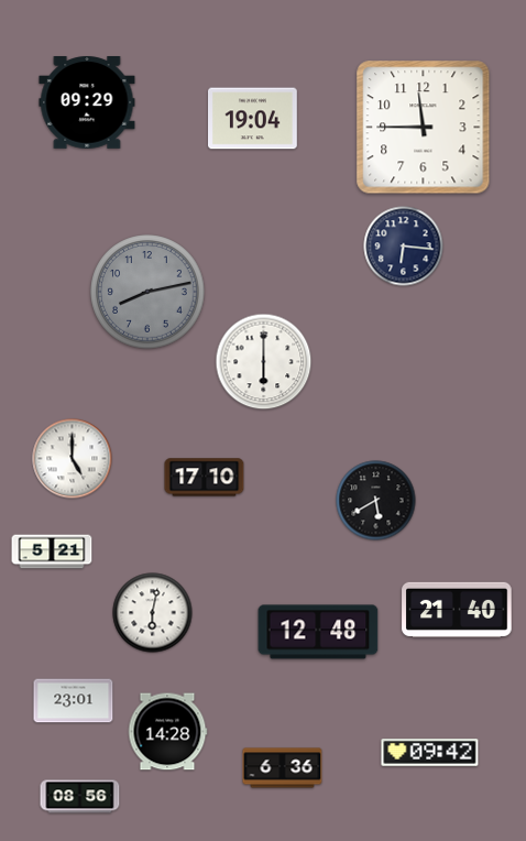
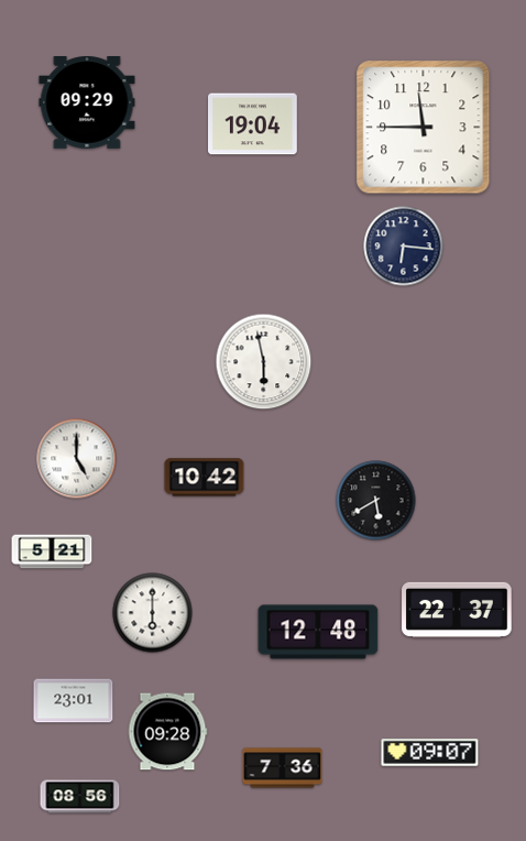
clock at (253, 119) position: (253, 119) -> (253, 124)
clock at (147, 292): 8:13 -> none
clock at (264, 362): 6:00 -> 5:58
clock at (73, 459) position: (73, 459) -> (77, 459)
clock at (205, 478): 17:10 -> 10:42
clock at (457, 610): 21:40 -> 22:37
clock at (153, 613): 6:02 -> 6:00
clock at (167, 732): 14:28 -> 09:28
clock at (430, 753): 09:42 -> 09:07
clock at (283, 768): 6:36 -> 7:36
